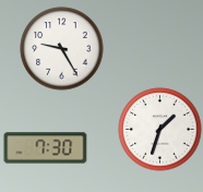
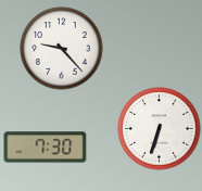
clock at (62, 49): 9:25 -> 9:23
clock at (160, 130): 1:33 -> 6:33
